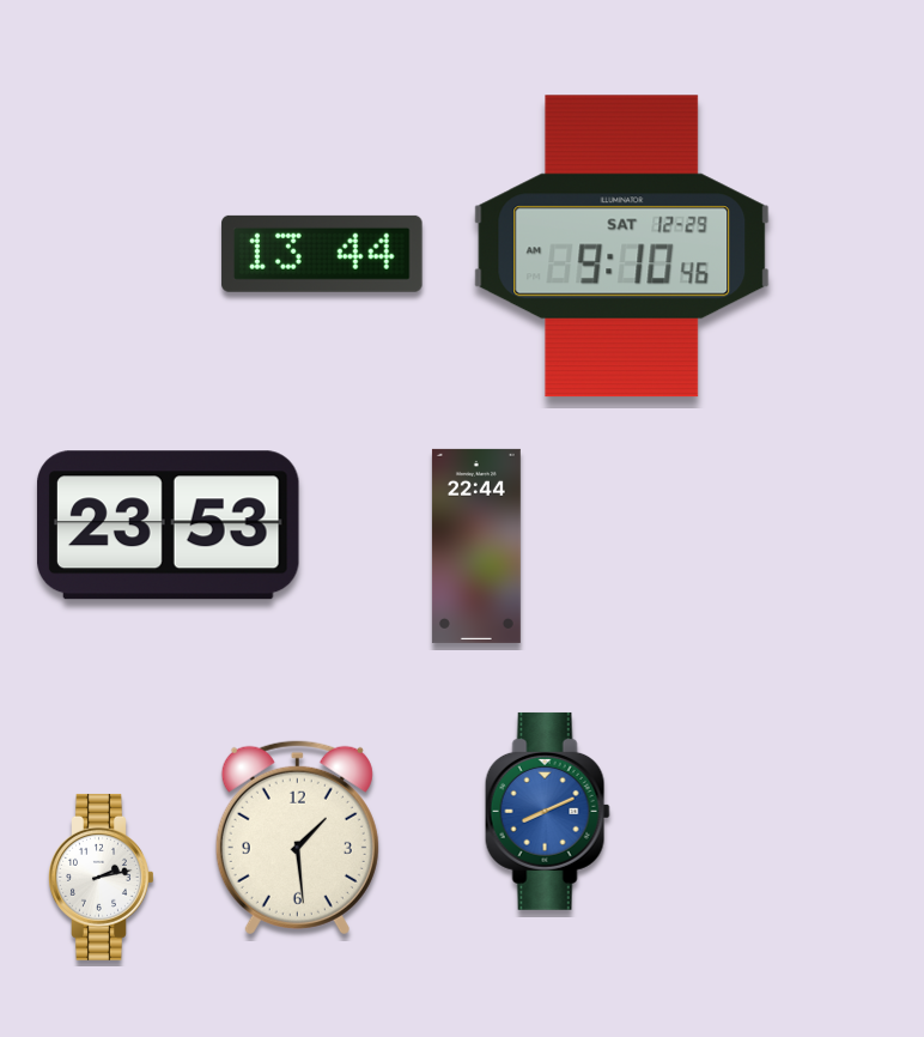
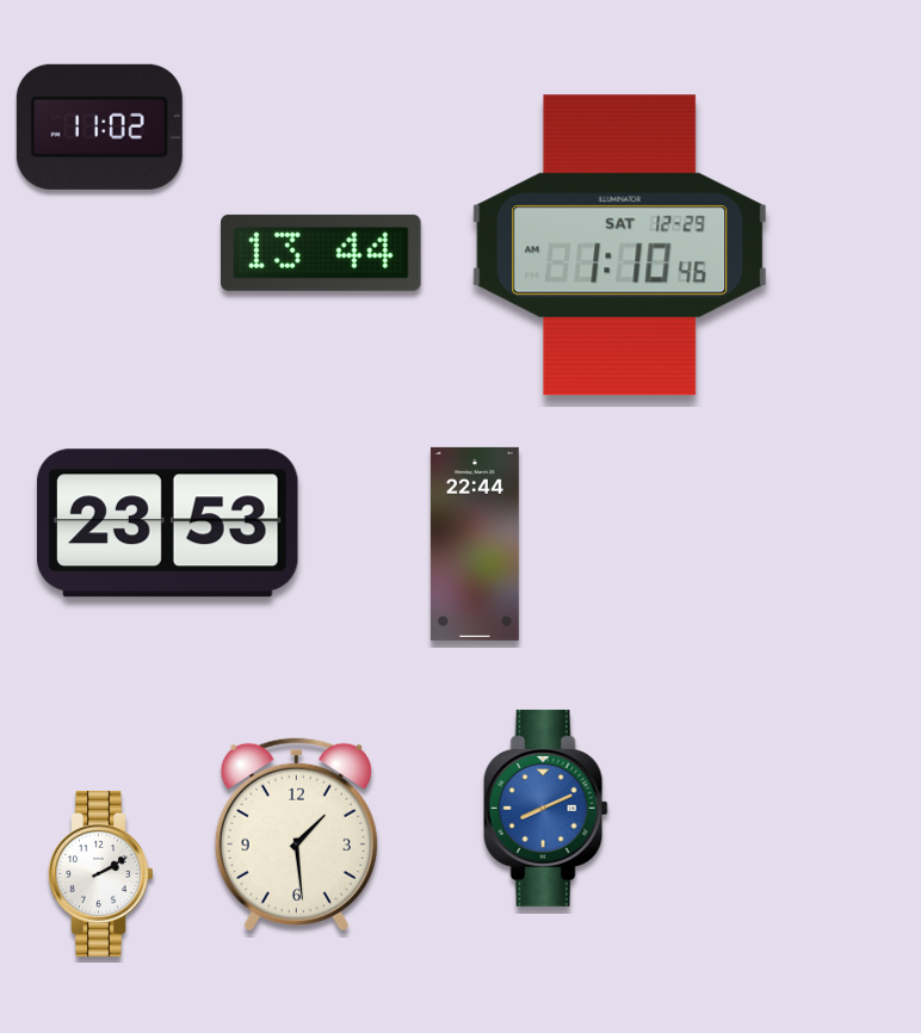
clock at (99, 126): none -> 11:02
clock at (622, 247): 9:10 -> 1:10
clock at (102, 877): 2:13 -> 2:10
